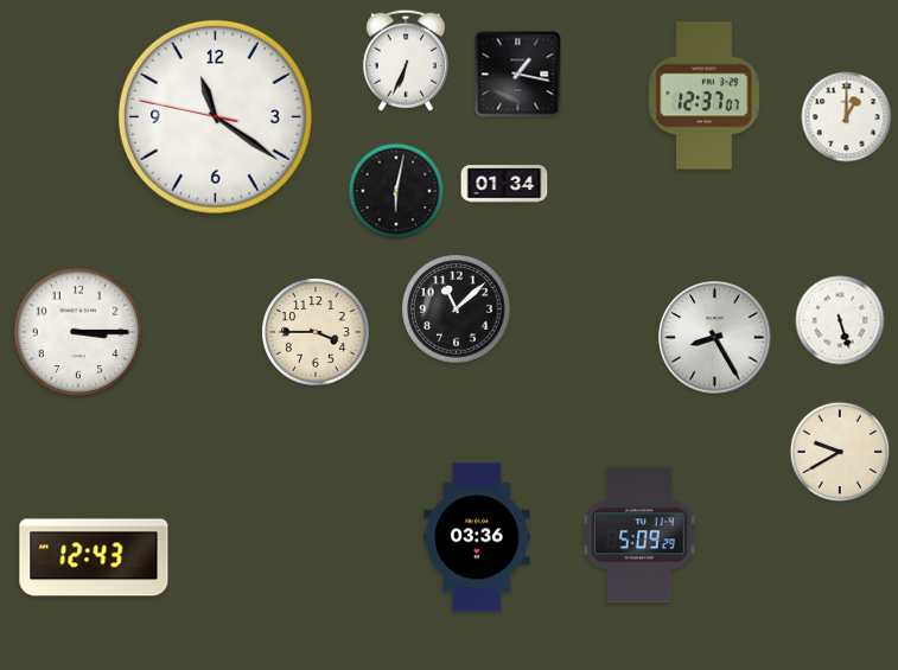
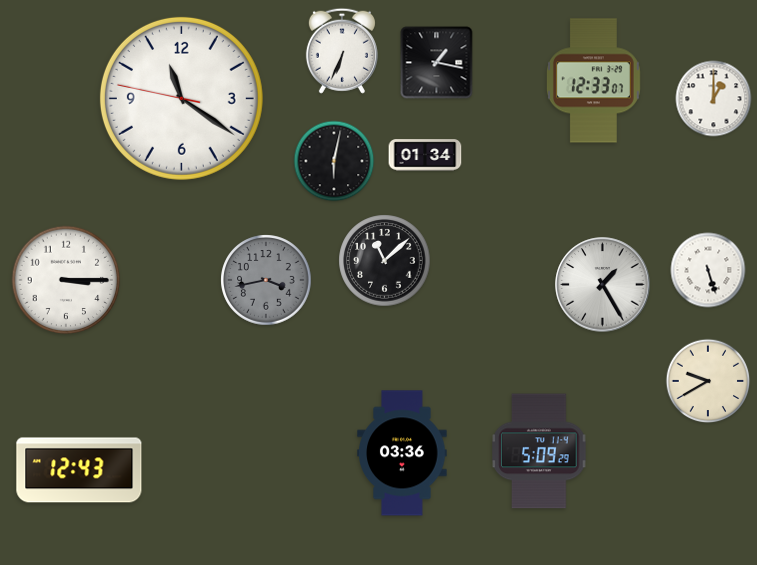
clock at (703, 96): 12:37 -> 12:33
clock at (316, 332): 3:45 -> 3:43
clock at (316, 332) dial: cream -> grey
clock at (715, 338): 8:25 -> 1:25
